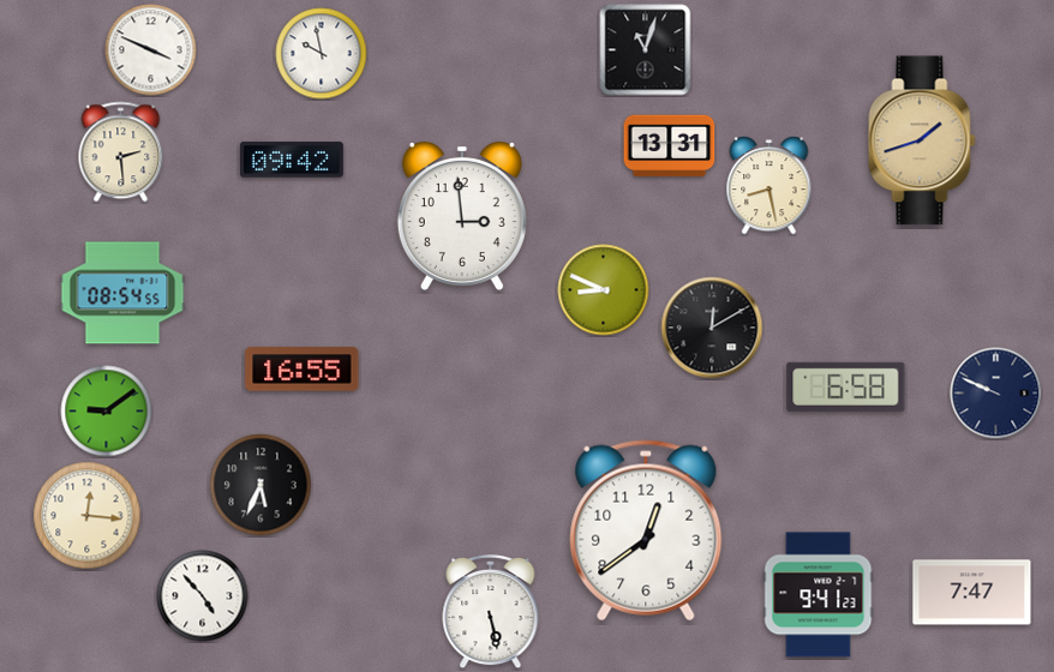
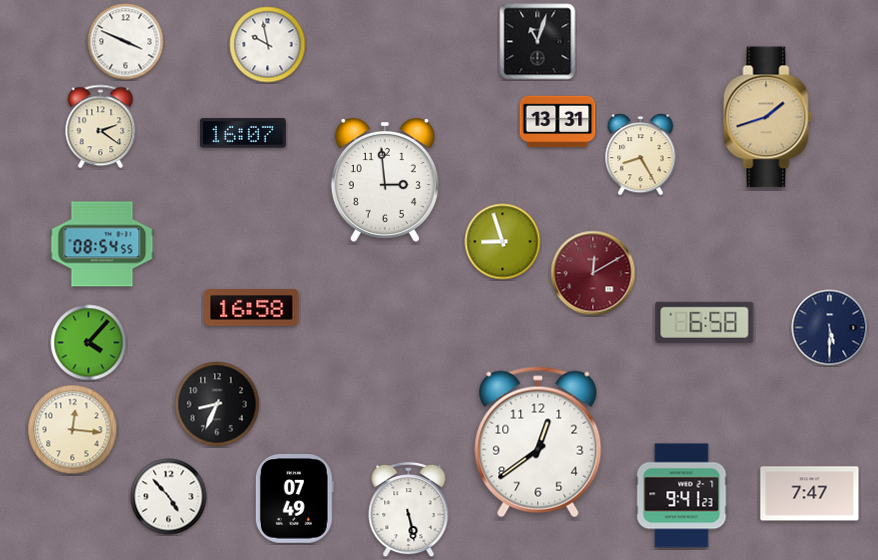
clock at (121, 152): 2:29 -> 2:21
clock at (292, 160): 09:42 -> 16:07
clock at (769, 186): 8:28 -> 8:25
clock at (604, 290): 8:49 -> 8:57
clock at (712, 328) dial: black -> burgundy
clock at (303, 370): 16:55 -> 16:58
clock at (996, 394): 9:49 -> 5:30
clock at (107, 412): 9:09 -> 4:07
clock at (260, 485): 5:34 -> 8:34
clock at (294, 499): none -> 07:49
